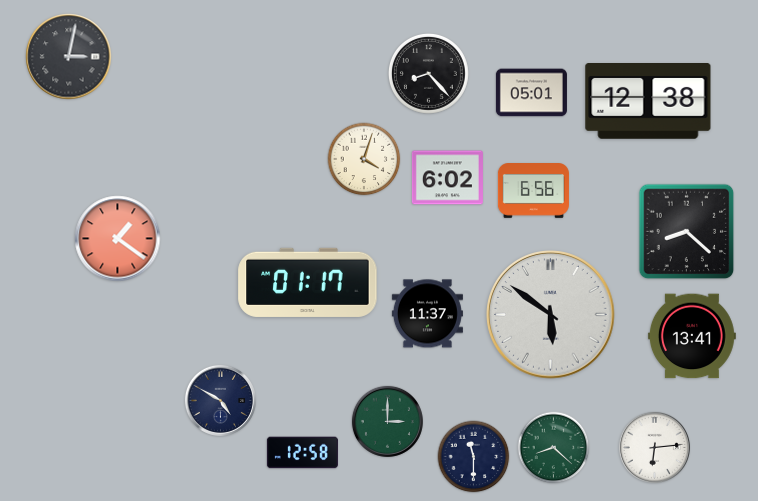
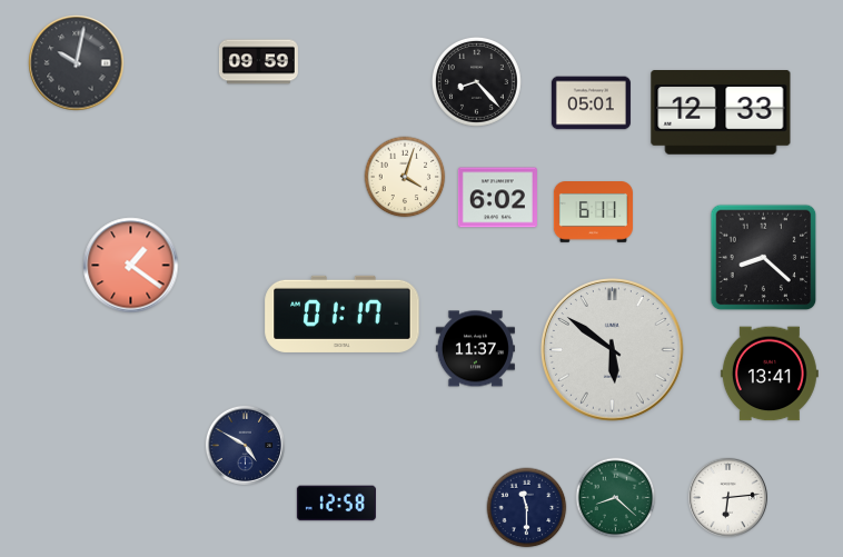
clock at (258, 62): none -> 09:59
clock at (69, 57): 3:02 -> 10:02
clock at (648, 102): 12:38 -> 12:33
clock at (533, 191): 6:56 -> 6:11
clock at (387, 421): 3:00 -> none
